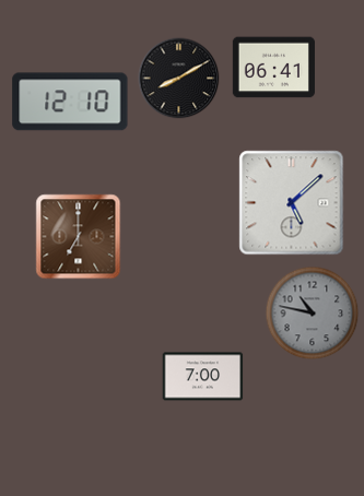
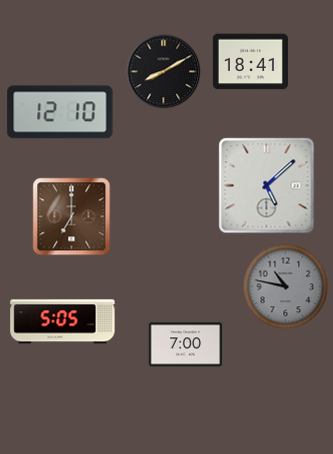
clock at (273, 68): 06:41 -> 18:41
clock at (70, 102) position: (70, 102) -> (60, 112)
clock at (63, 322): none -> 5:05
